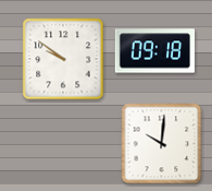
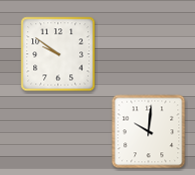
clock at (155, 51): 09:18 -> none
